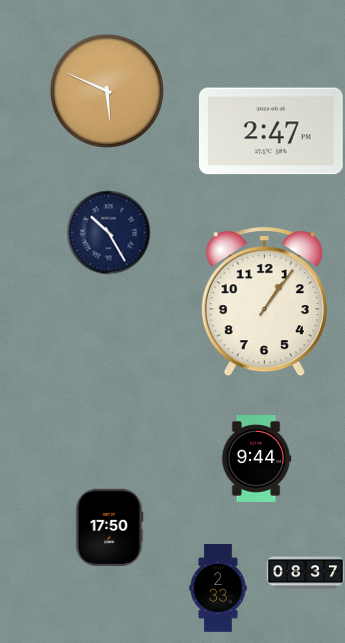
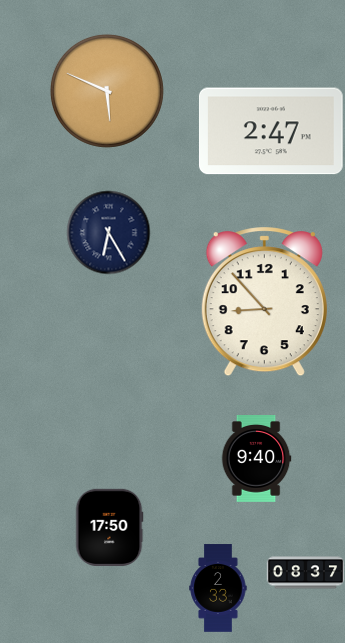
clock at (108, 232): 10:25 -> 6:25
clock at (264, 302): 1:06 -> 8:53
clock at (256, 459): 9:44 -> 9:40
